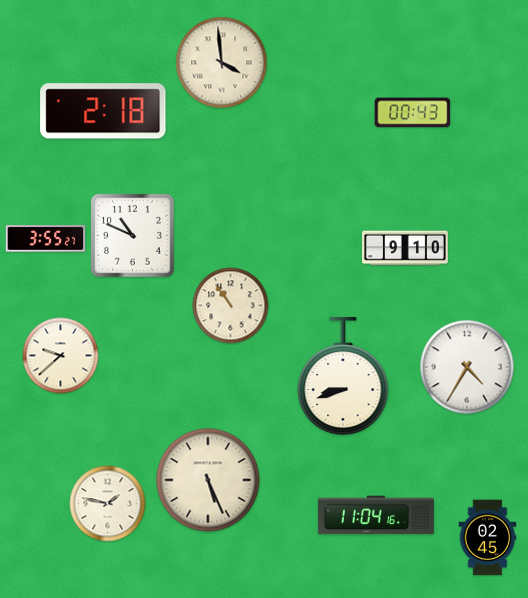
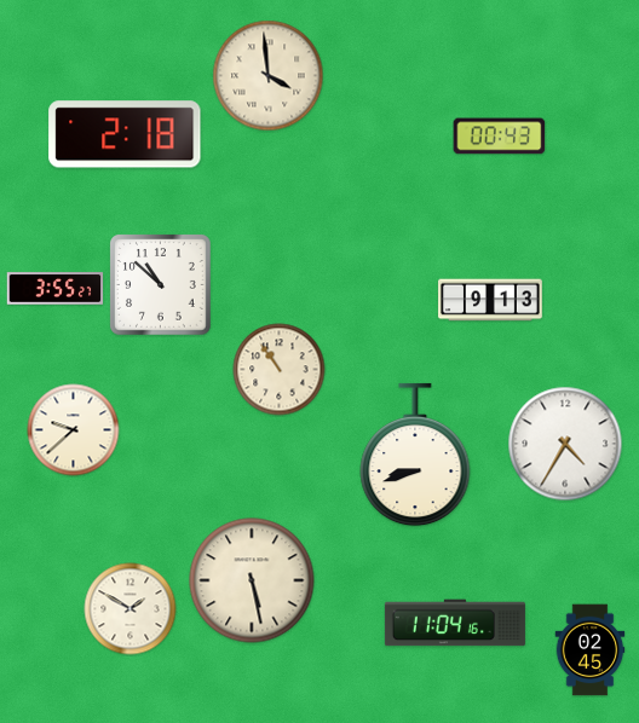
clock at (133, 236): 10:49 -> 10:52
clock at (406, 248): 9:10 -> 9:13
clock at (208, 480): 5:26 -> 5:28
clock at (108, 504): 1:47 -> 1:50
